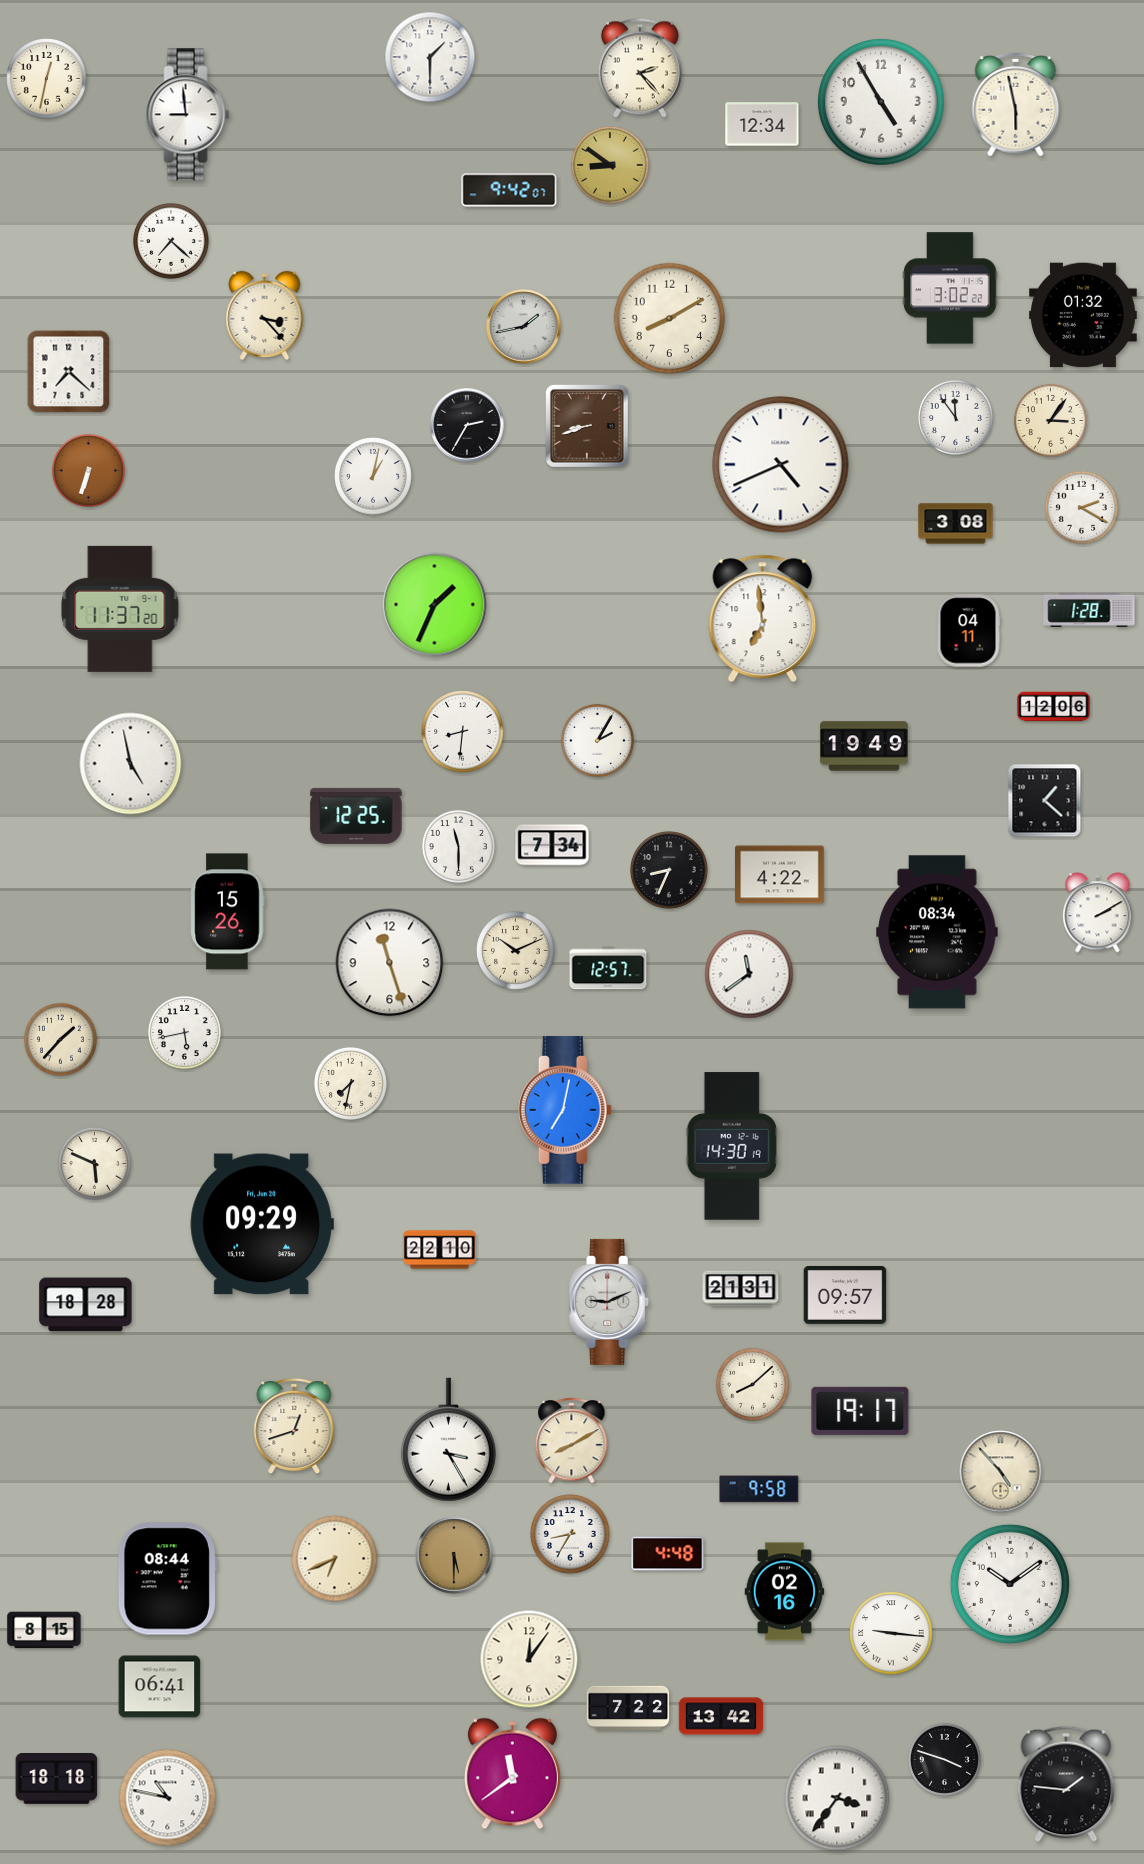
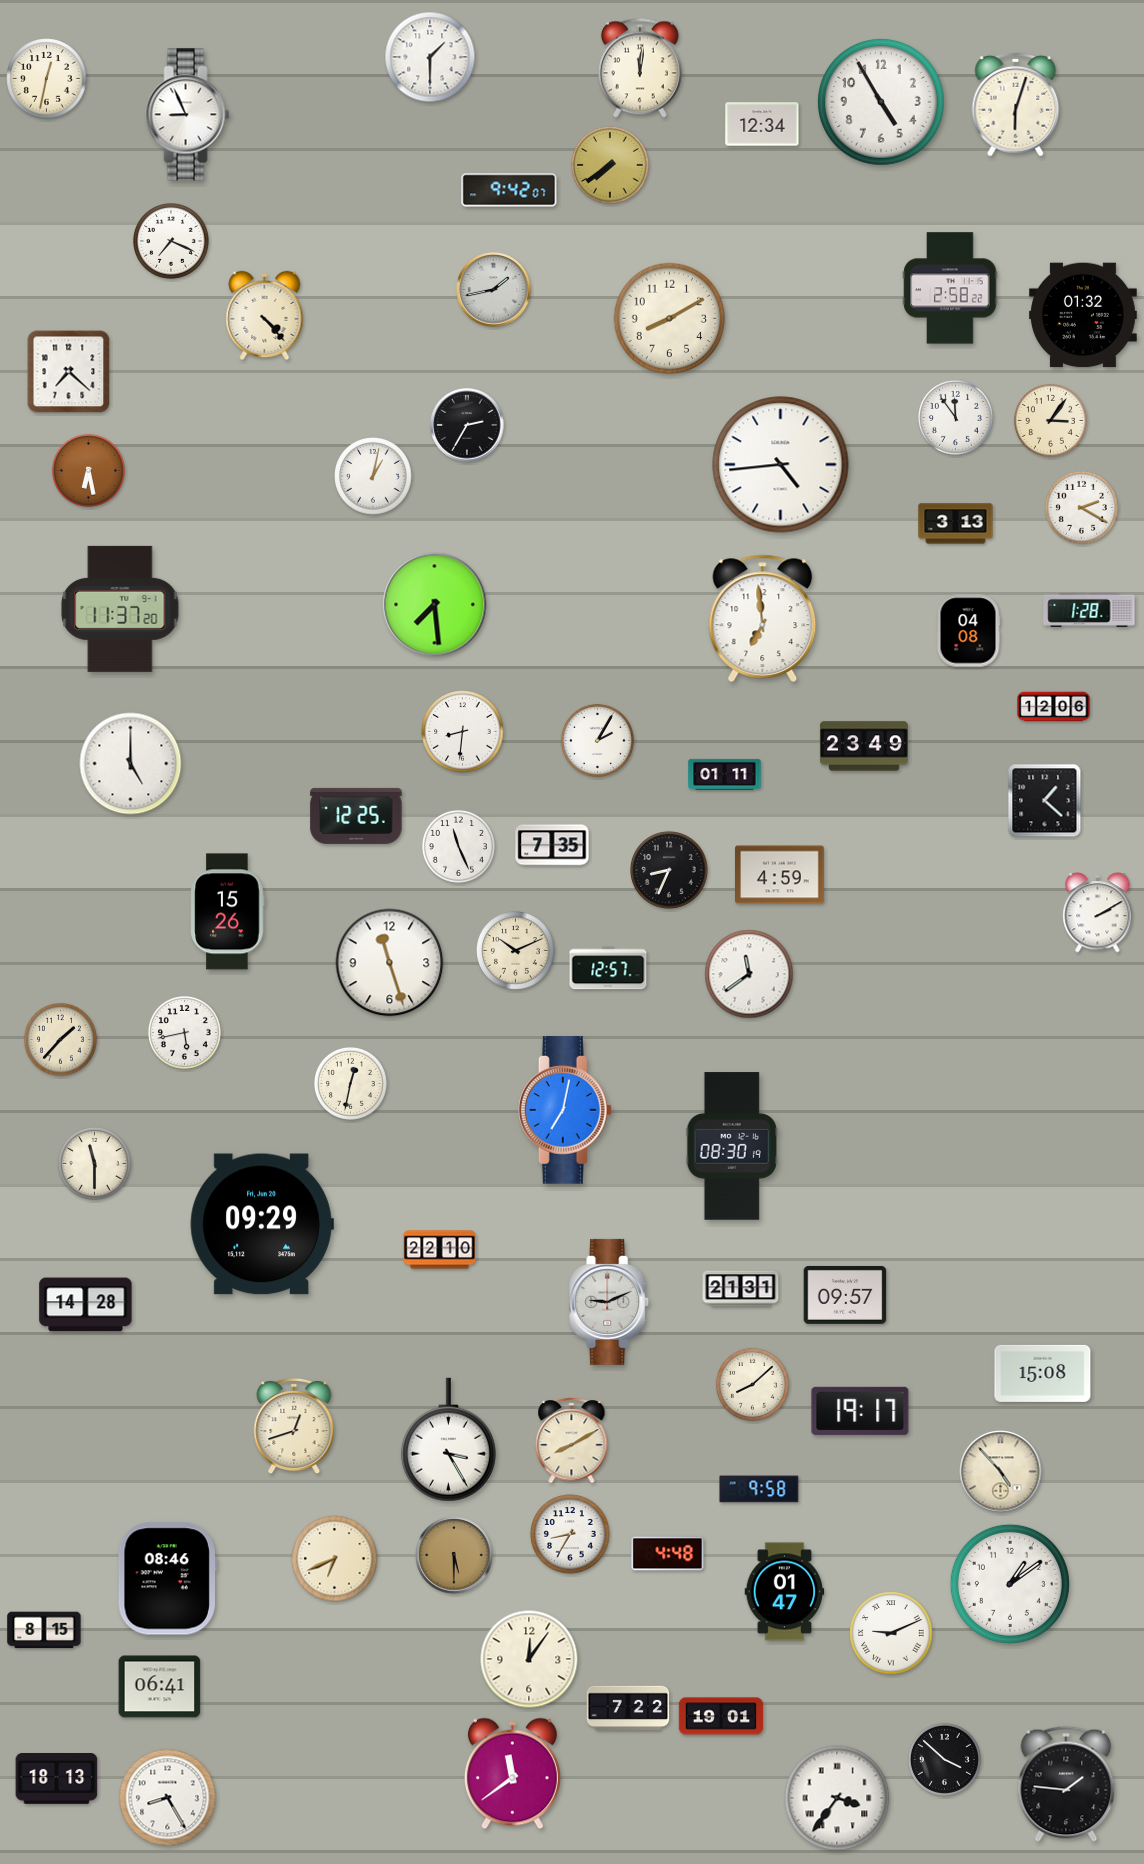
clock at (640, 68): 2:23 -> 12:01
clock at (1016, 105): 5:58 -> 6:03
clock at (188, 115): 8:59 -> 8:56
clock at (610, 165): 8:51 -> 7:39
clock at (171, 241): 7:22 -> 7:19
clock at (950, 288): 3:02 -> 2:58
clock at (265, 315): 3:23 -> 4:23
clock at (524, 327) position: (524, 327) -> (494, 290)
clock at (587, 426): 8:42 -> none
clock at (781, 465): 4:41 -> 4:44
clock at (88, 470): 6:33 -> 6:28
clock at (956, 524): 3:08 -> 3:13
clock at (435, 605): 1:34 -> 7:29
clock at (968, 631): 04:11 -> 04:08
clock at (864, 746): 19:49 -> 23:49
clock at (131, 764): 4:58 -> 5:00
clock at (725, 774): none -> 01:11
clock at (552, 845): 7:34 -> 7:35
clock at (458, 846): 11:30 -> 11:26
clock at (780, 875): 4:22 -> 4:59
clock at (937, 932): 08:34 -> none
clock at (350, 1083): 7:32 -> 12:32
clock at (732, 1146): 14:30 -> 08:30
clock at (94, 1163): 5:49 -> 11:30
clock at (86, 1305): 18:28 -> 14:28
clock at (1043, 1373): none -> 15:08
clock at (167, 1579): 08:44 -> 08:46
clock at (1010, 1584): 10:09 -> 1:09
clock at (785, 1592): 02:16 -> 01:47
clock at (891, 1633): 9:16 -> 9:11
clock at (721, 1716): 13:42 -> 19:01
clock at (944, 1759): 3:48 -> 3:52
clock at (57, 1779): 18:18 -> 18:13
clock at (168, 1798): 10:47 -> 8:25
